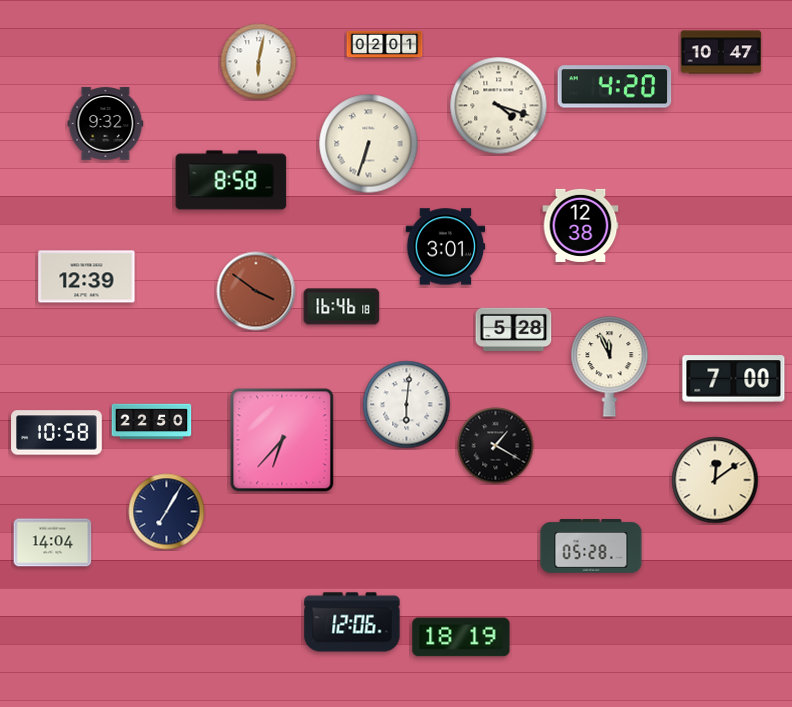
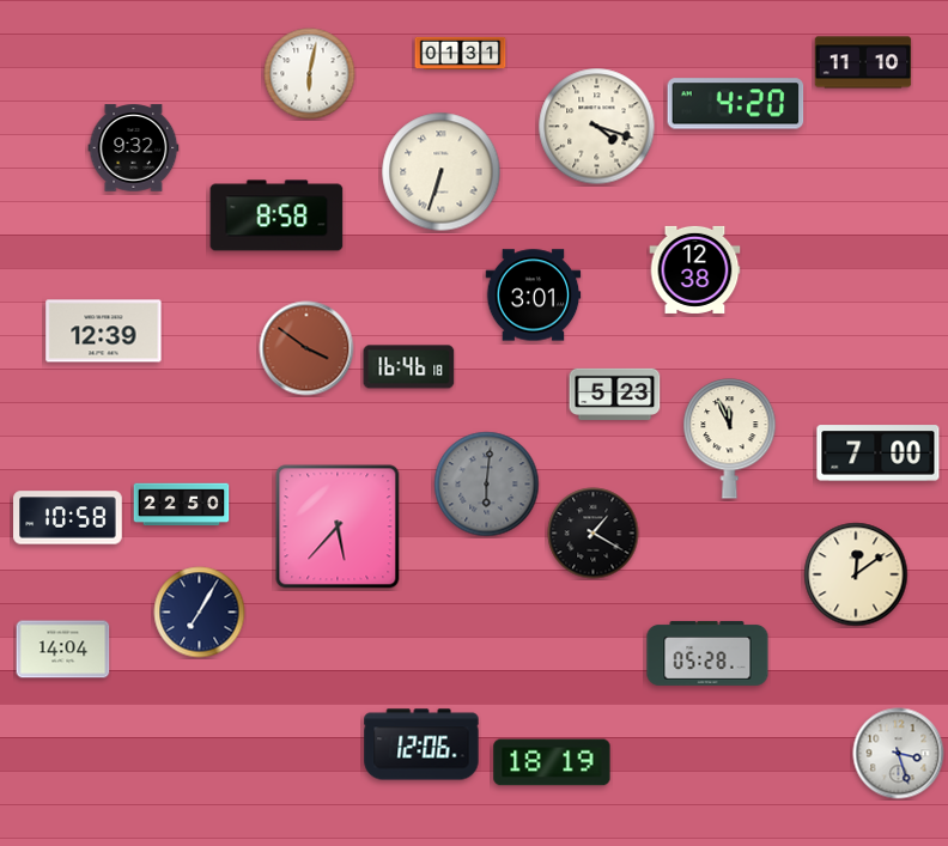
clock at (385, 44): 02:01 -> 01:31
clock at (721, 52): 10:47 -> 11:10
clock at (106, 124) position: (106, 124) -> (134, 148)
clock at (514, 329): 5:28 -> 5:23
clock at (407, 405) dial: white -> grey
clock at (282, 440): 6:37 -> 5:37
clock at (899, 754): none -> 3:27
